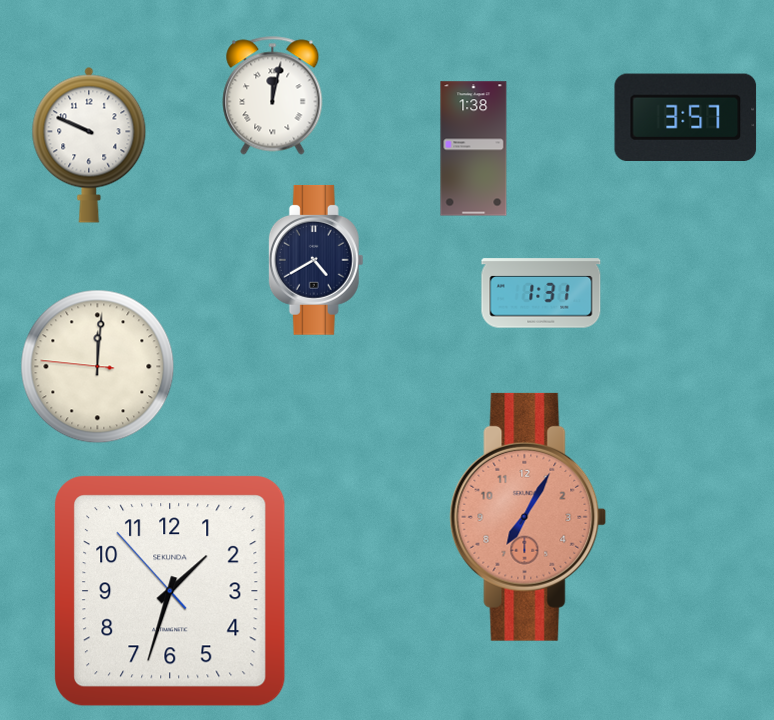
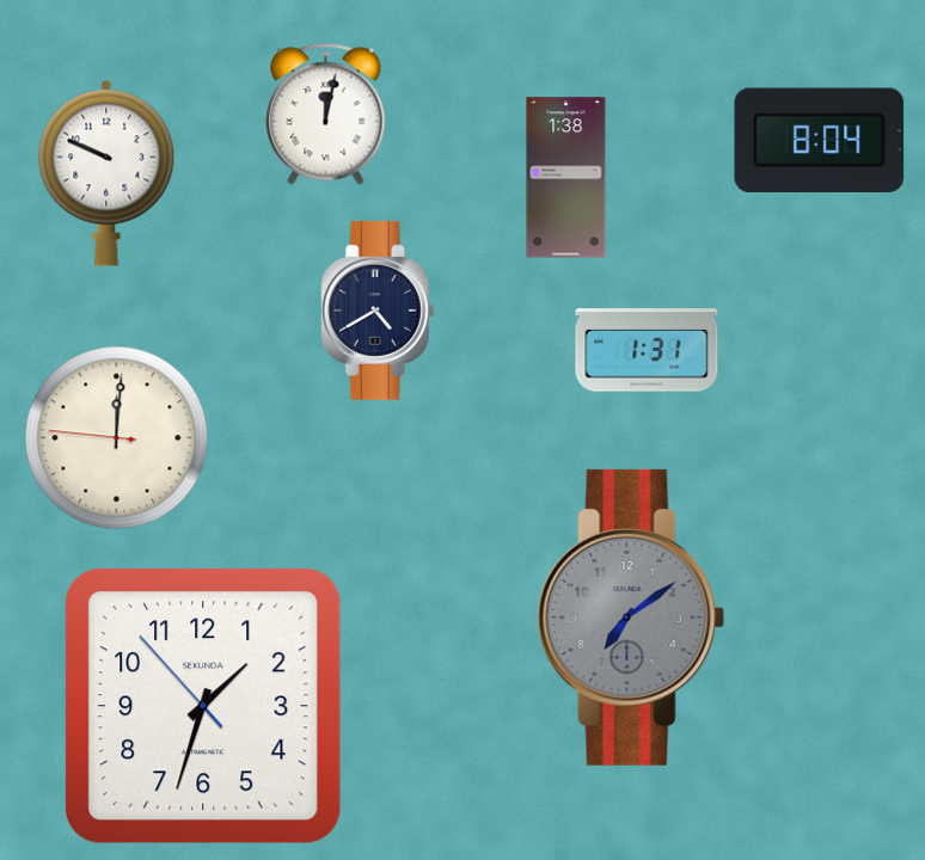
clock at (686, 117): 3:57 -> 8:04
clock at (528, 517): 7:05 -> 7:09
clock at (528, 517) dial: salmon -> grey
